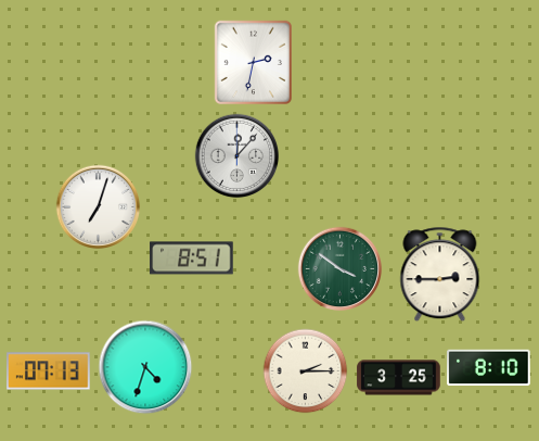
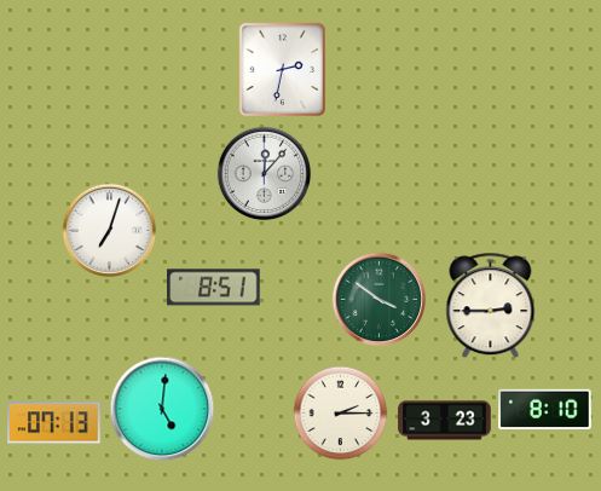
clock at (145, 367): 4:33 -> 5:01
clock at (49, 371) position: (49, 371) -> (54, 423)
clock at (399, 378): 3:25 -> 3:23
